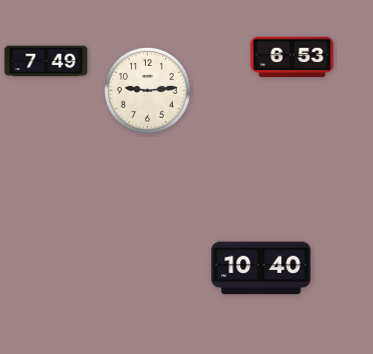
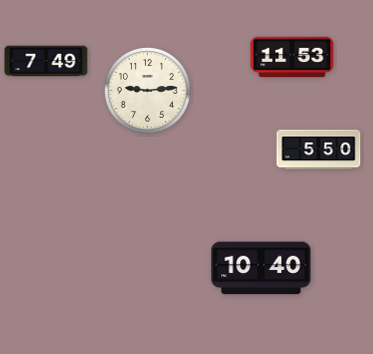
clock at (292, 57): 6:53 -> 11:53
clock at (319, 150): none -> 5:50
